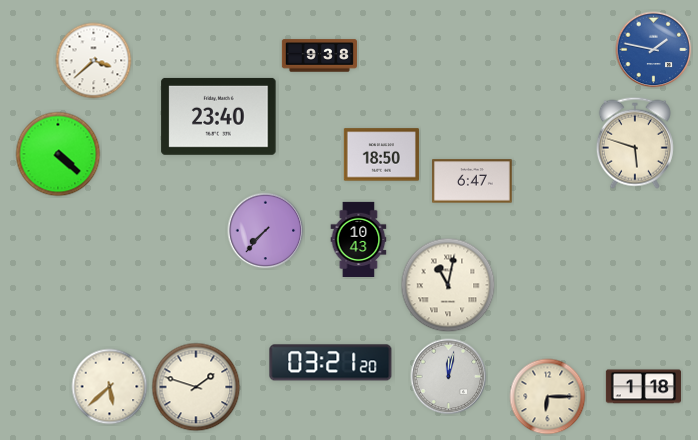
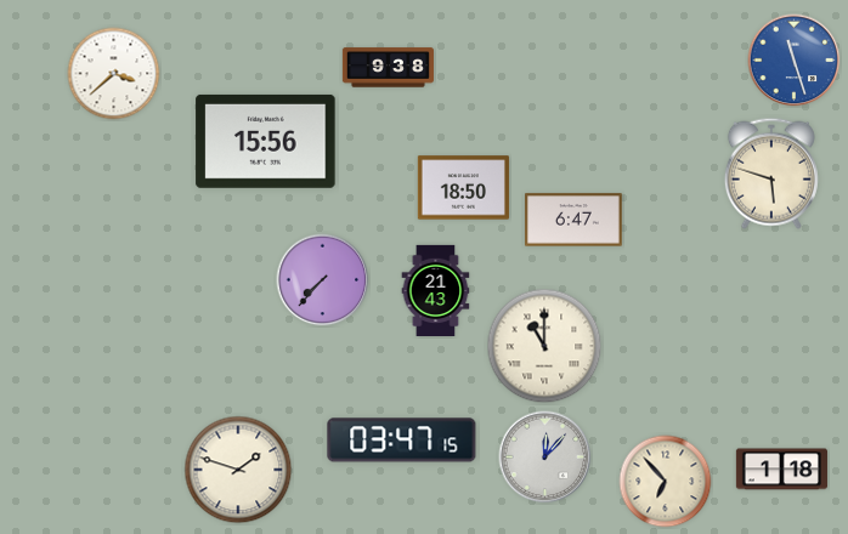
clock at (654, 50): 1:47 -> 11:27
clock at (219, 116): 23:40 -> 15:56
clock at (58, 154): 4:22 -> none
clock at (359, 239): 10:43 -> 21:43
clock at (448, 285): 11:02 -> 11:00
clock at (331, 363): 03:21 -> 03:47
clock at (449, 377): 12:02 -> 12:07
clock at (110, 387): 5:38 -> none
clock at (548, 397): 6:15 -> 6:53
